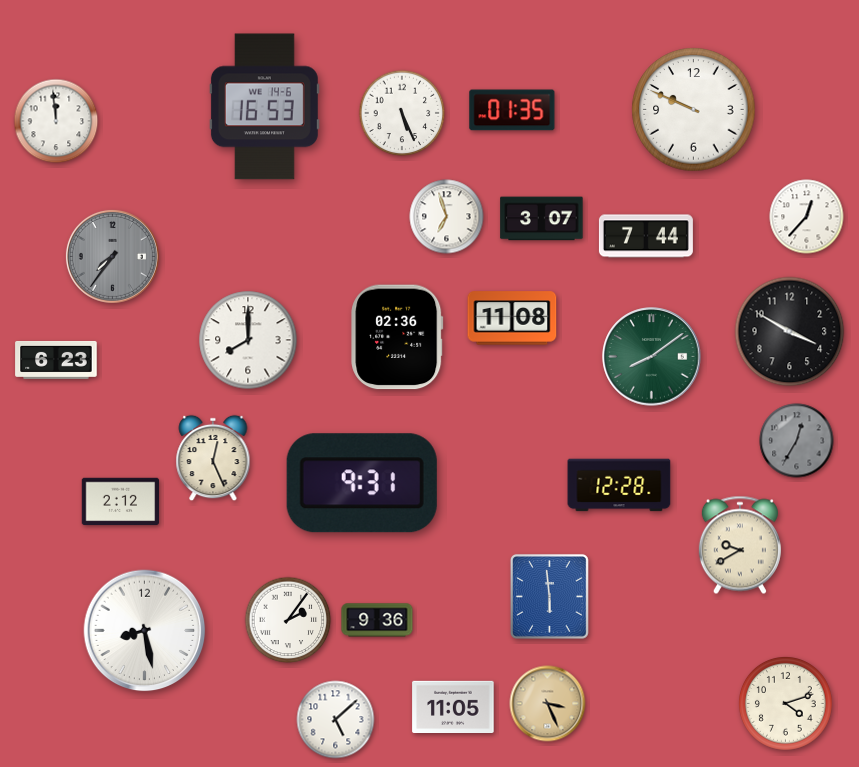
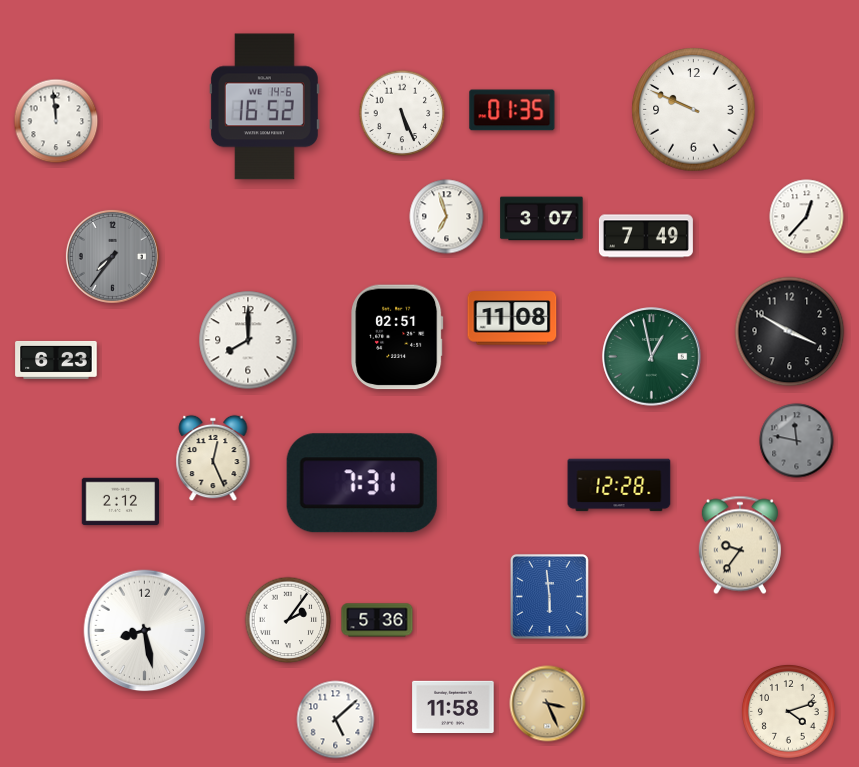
clock at (264, 107): 16:53 -> 16:52
clock at (646, 236): 7:44 -> 7:49
clock at (397, 337): 02:36 -> 02:51
clock at (652, 357): 8:09 -> 12:58
clock at (797, 441): 12:35 -> 11:47
clock at (362, 483): 9:31 -> 7:31
clock at (740, 545): 9:40 -> 9:36
clock at (377, 620): 9:36 -> 5:36
clock at (785, 703) position: (785, 703) -> (788, 711)
clock at (453, 706): 11:05 -> 11:58
